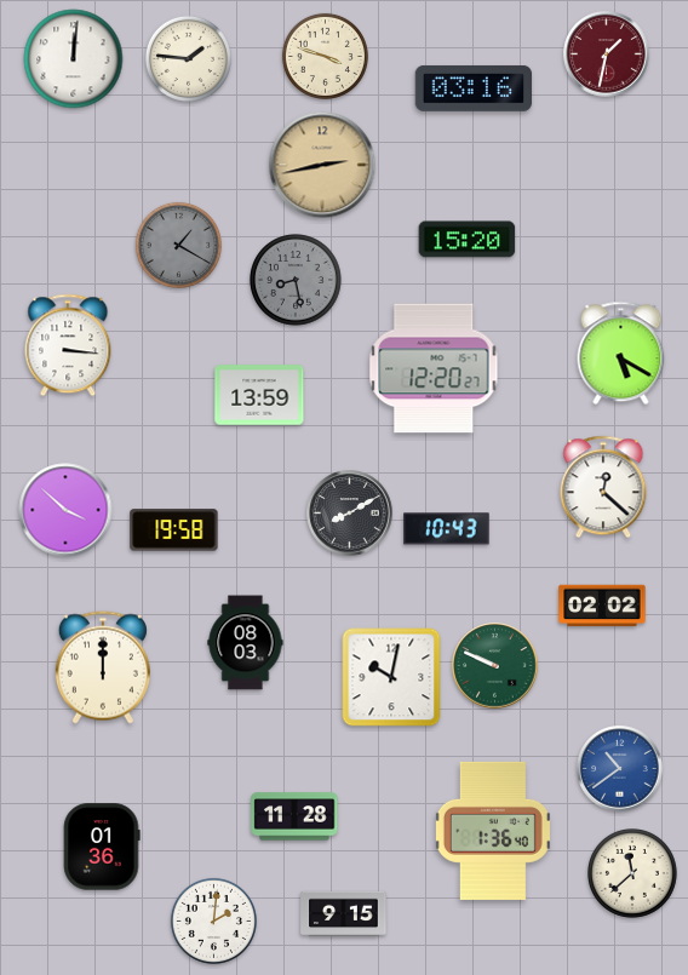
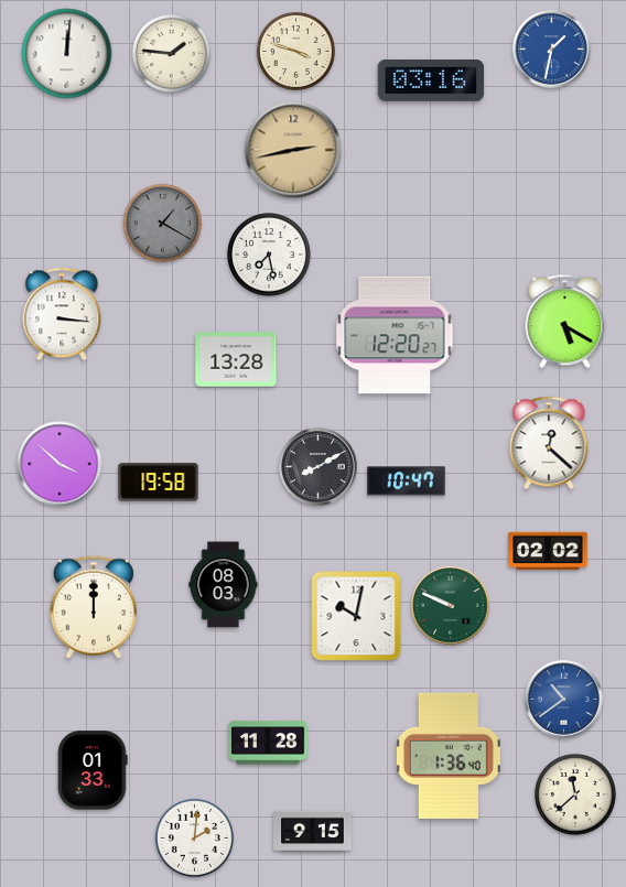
clock at (607, 55) dial: burgundy -> blue
clock at (468, 240): 15:20 -> none
clock at (296, 280): 8:28 -> 7:28
clock at (296, 280) dial: grey -> white
clock at (259, 395): 13:59 -> 13:28
clock at (447, 529): 10:43 -> 10:47
clock at (102, 847): 01:36 -> 01:33
